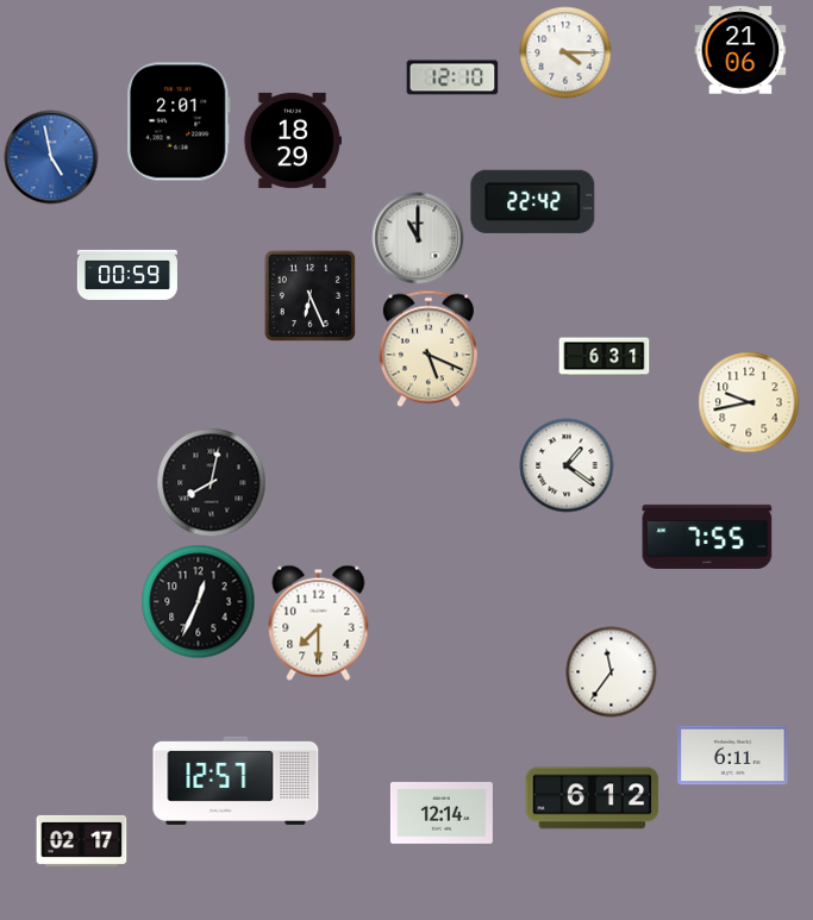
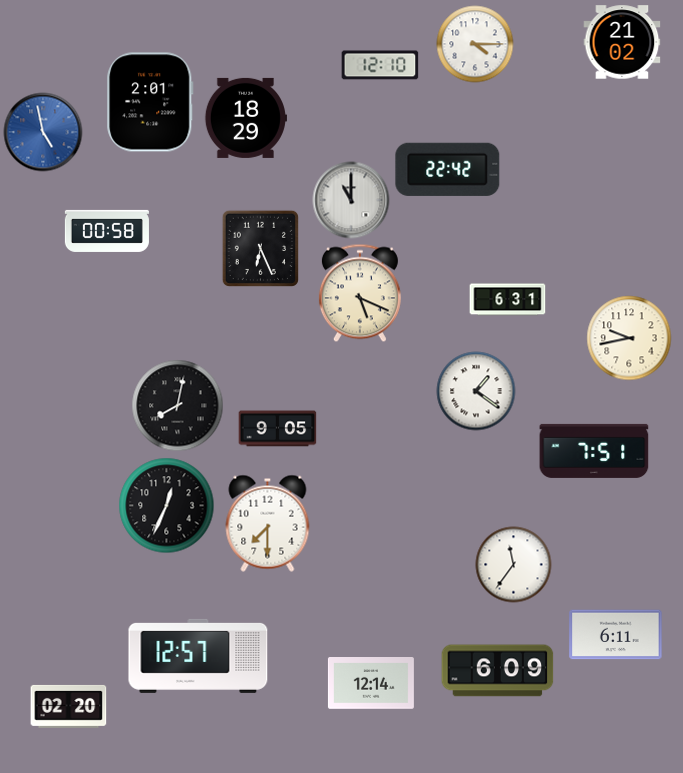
clock at (740, 50): 21:06 -> 21:02
clock at (127, 275): 00:59 -> 00:58
clock at (278, 429): none -> 9:05
clock at (707, 537): 7:55 -> 7:51
clock at (593, 799): 6:12 -> 6:09
clock at (82, 840): 02:17 -> 02:20
